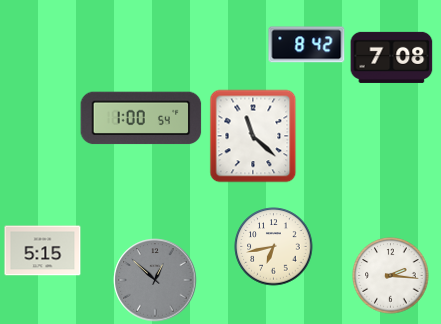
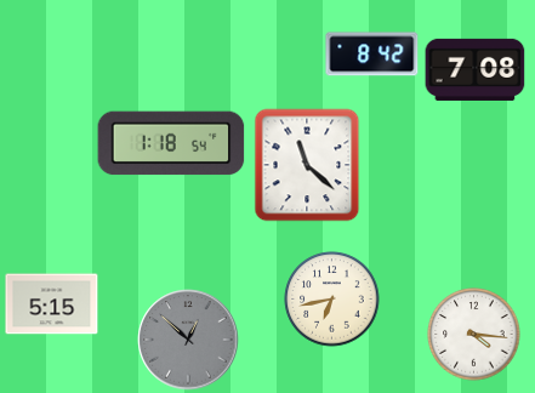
clock at (141, 118): 1:00 -> 1:18
clock at (391, 276): 2:16 -> 4:16
